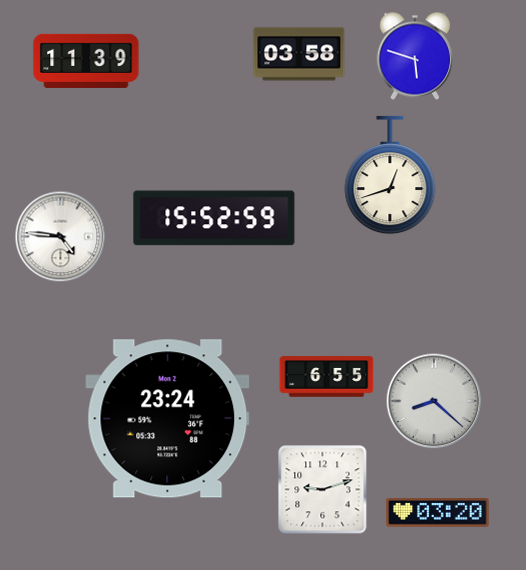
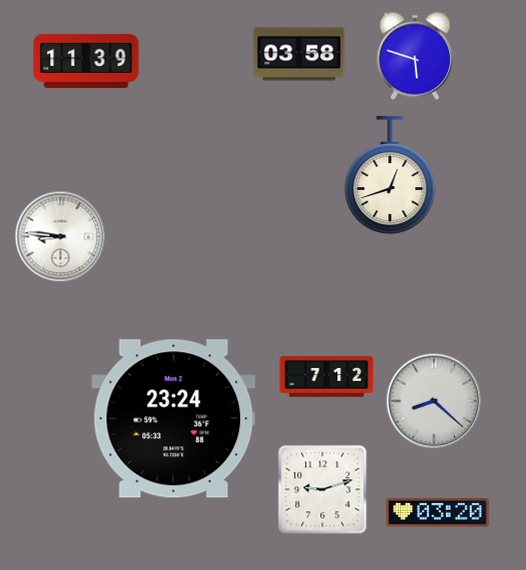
clock at (214, 218): 15:52 -> none
clock at (61, 237): 4:46 -> 8:46
clock at (327, 377): 6:55 -> 7:12
clock at (168, 419) position: (168, 419) -> (174, 419)
